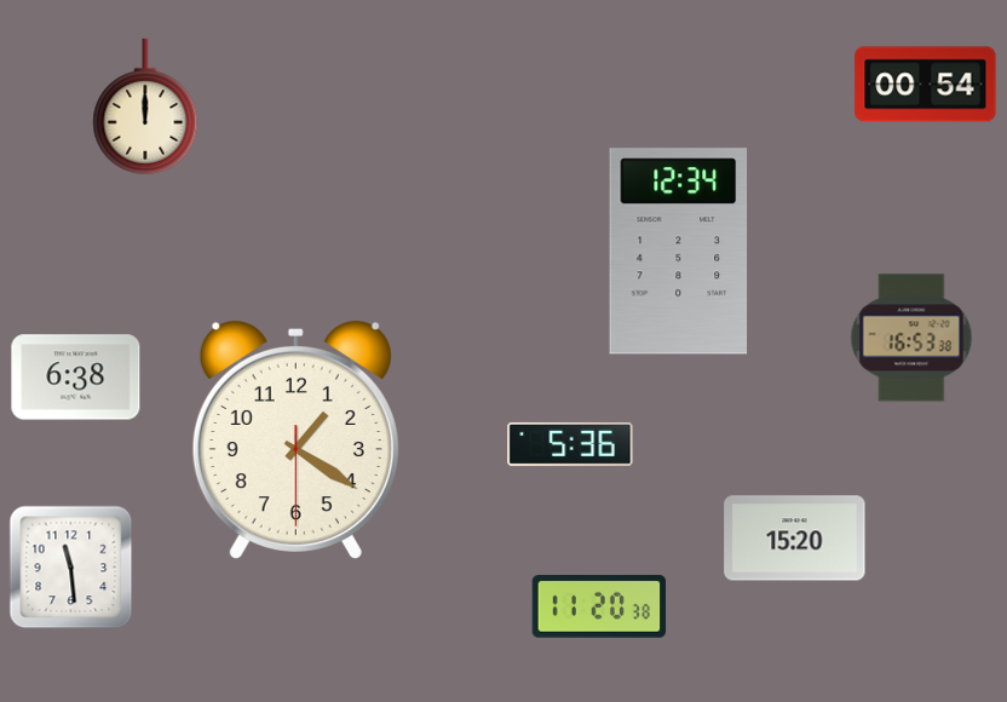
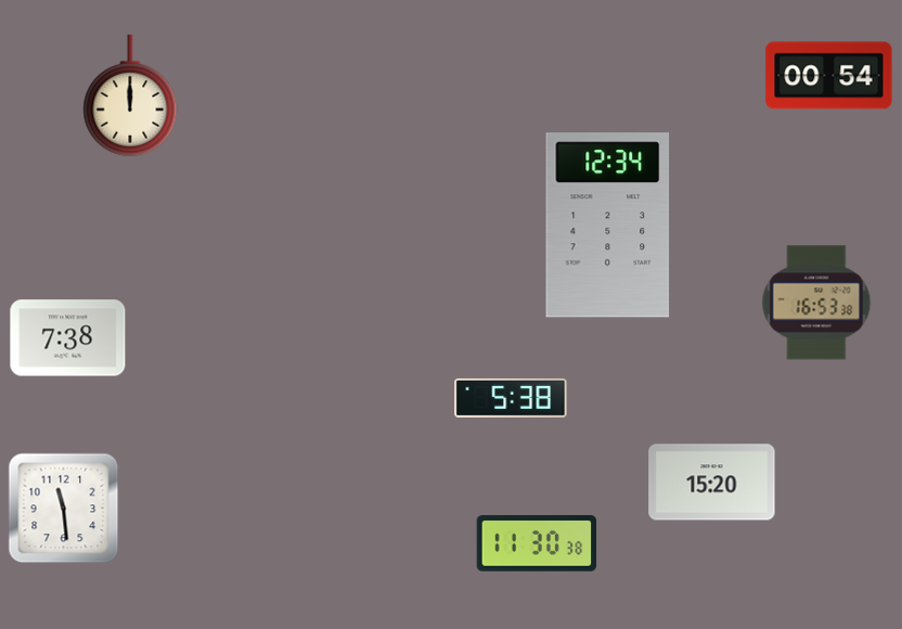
clock at (76, 378): 6:38 -> 7:38
clock at (295, 439): 1:20 -> none
clock at (570, 444): 5:36 -> 5:38
clock at (599, 606): 11:20 -> 11:30
